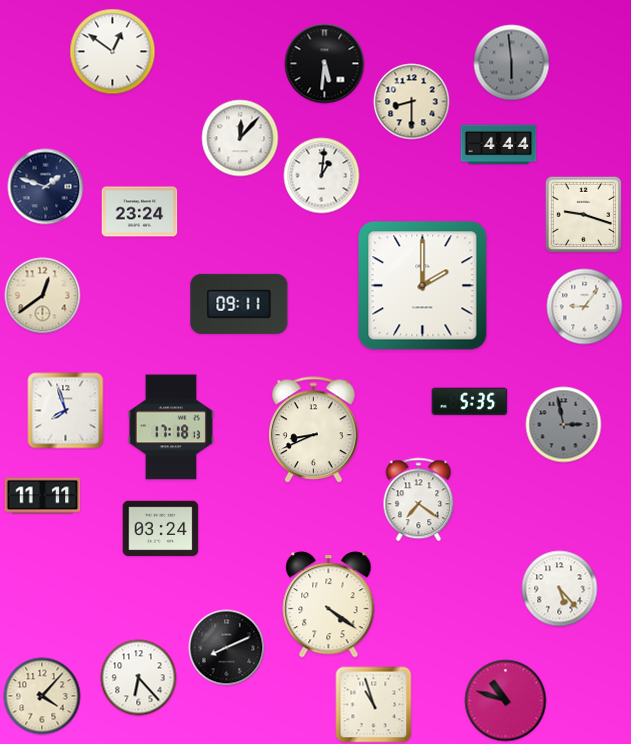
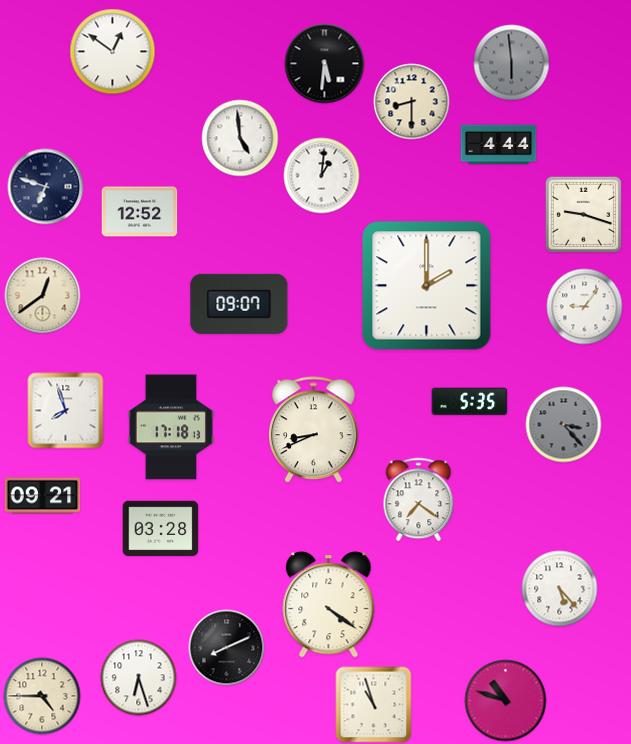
clock at (240, 138): 12:07 -> 4:59
clock at (46, 187): 1:48 -> 6:48
clock at (140, 212): 23:24 -> 12:52
clock at (423, 286) position: (423, 286) -> (427, 286)
clock at (239, 304): 09:11 -> 09:07
clock at (564, 425): 2:58 -> 3:23
clock at (43, 496): 11:11 -> 09:21
clock at (161, 529): 03:24 -> 03:28
clock at (139, 678): 6:23 -> 6:27
clock at (42, 696): 4:07 -> 4:45
